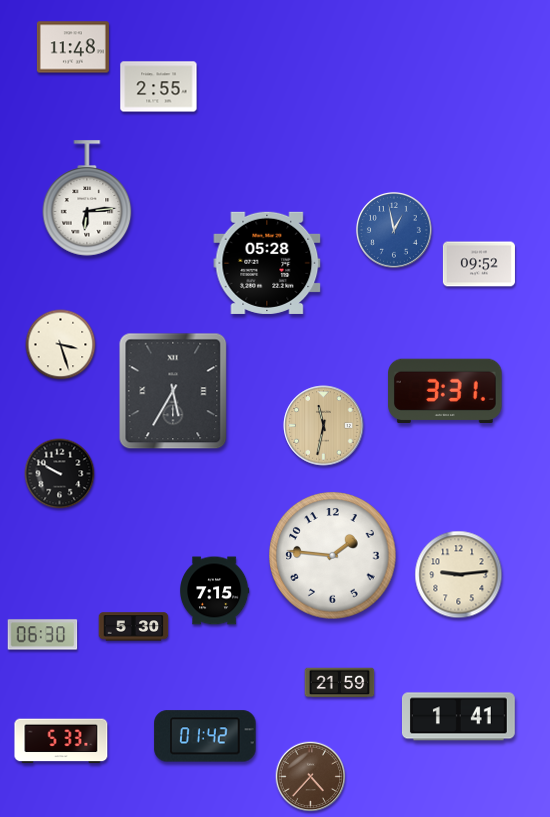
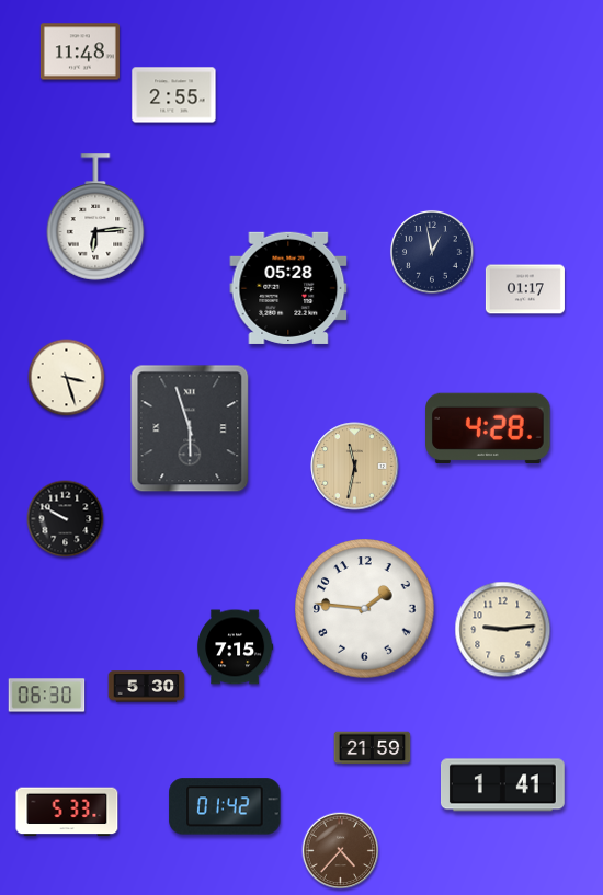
clock at (394, 230) dial: blue -> navy
clock at (267, 263) position: (267, 263) -> (288, 288)
clock at (479, 264): 09:52 -> 01:17
clock at (173, 391): 5:35 -> 5:57
clock at (445, 391): 3:31 -> 4:28
